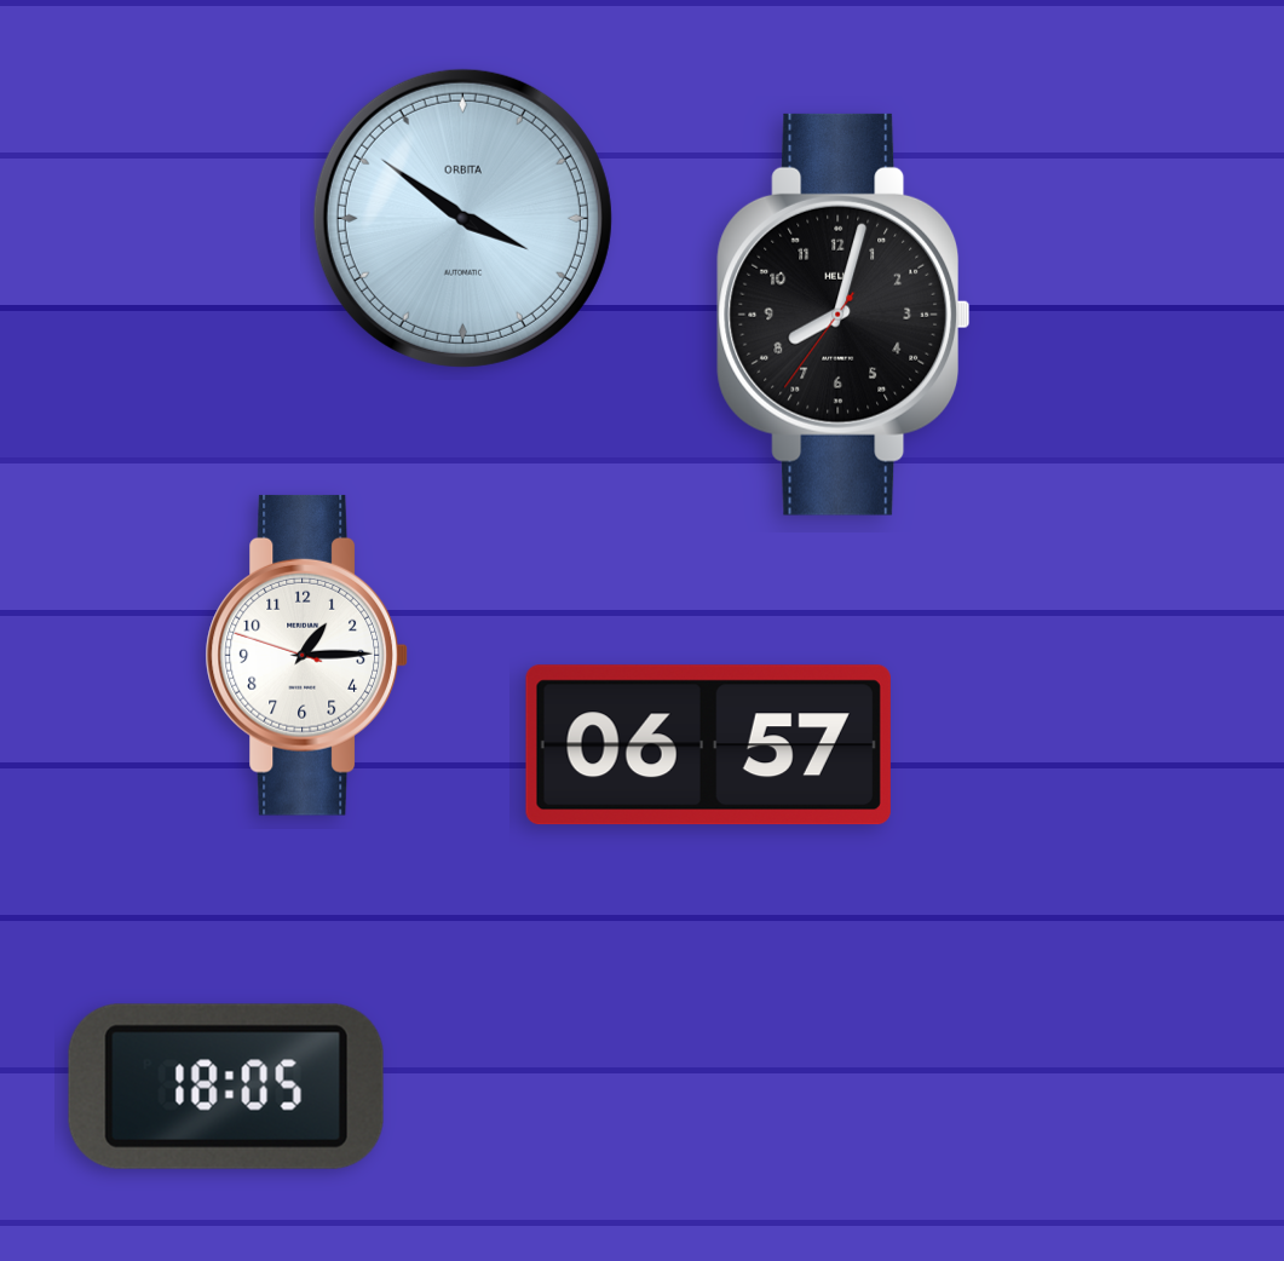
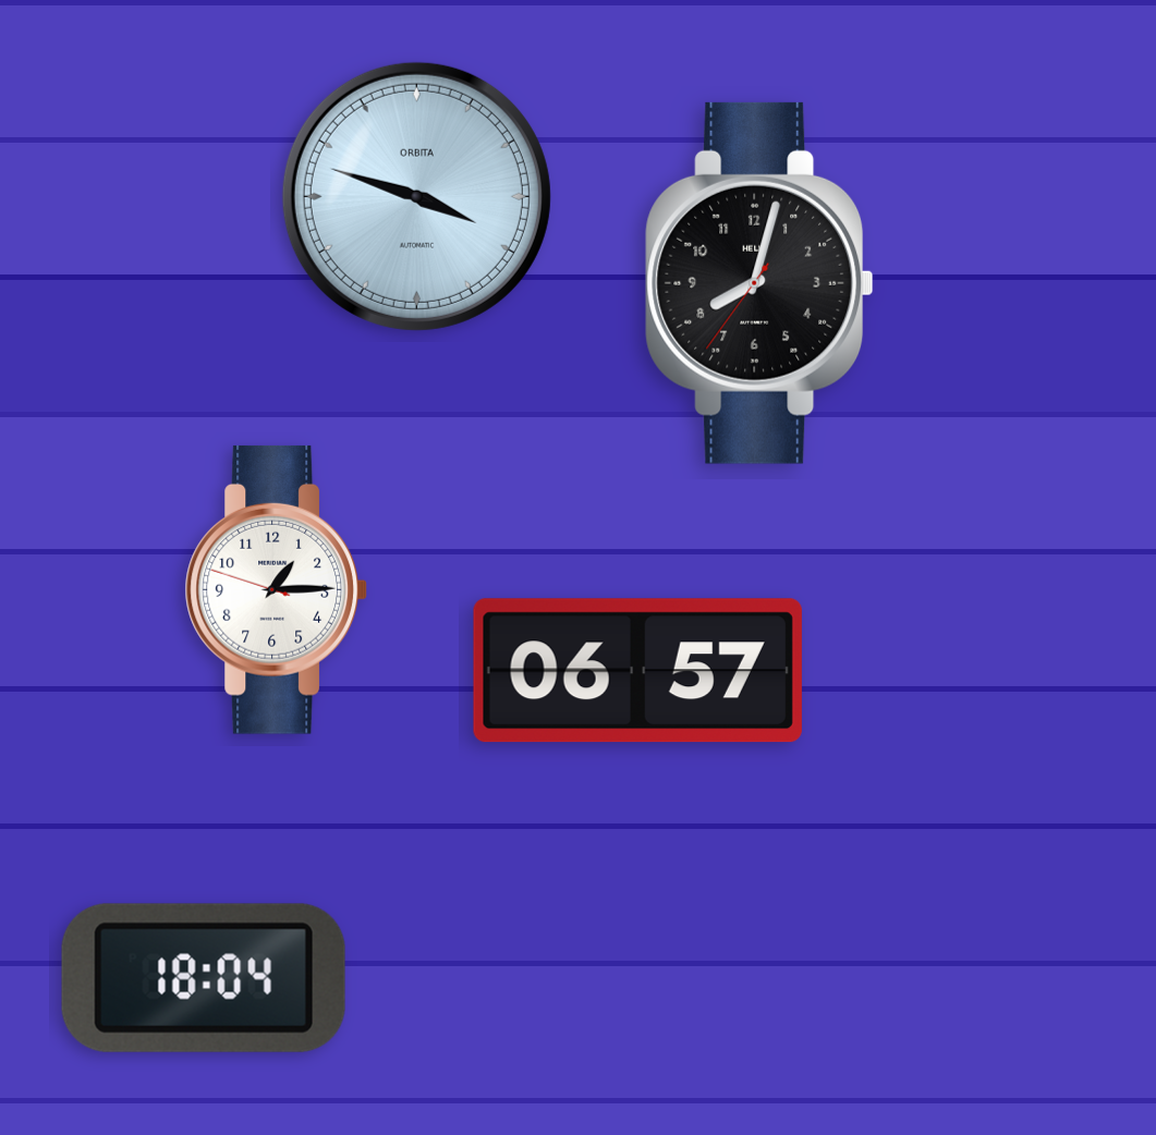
clock at (462, 218): 3:51 -> 3:48
clock at (226, 1087): 18:05 -> 18:04
